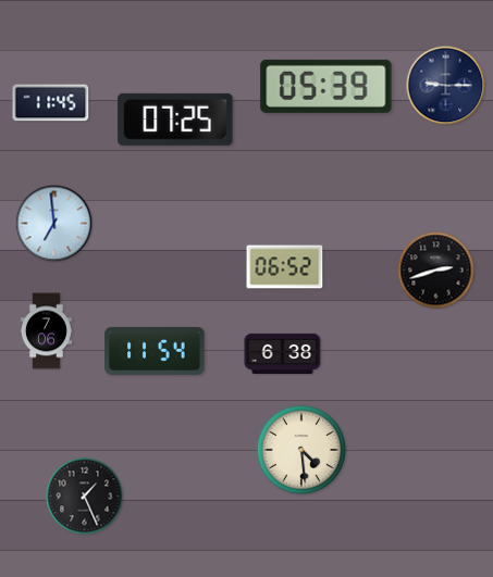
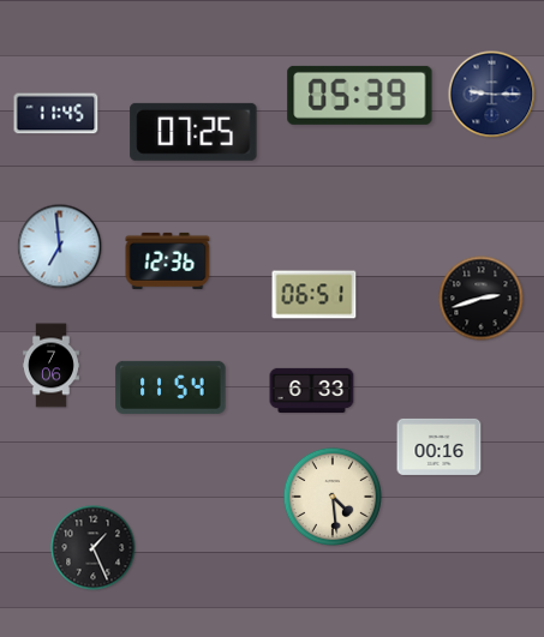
clock at (168, 260): none -> 12:36
clock at (285, 267): 06:52 -> 06:51
clock at (283, 353): 6:38 -> 6:33
clock at (440, 446): none -> 00:16
